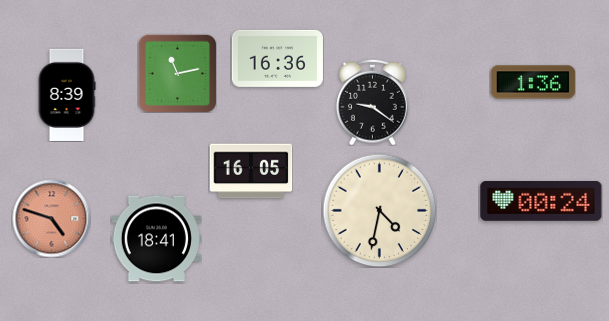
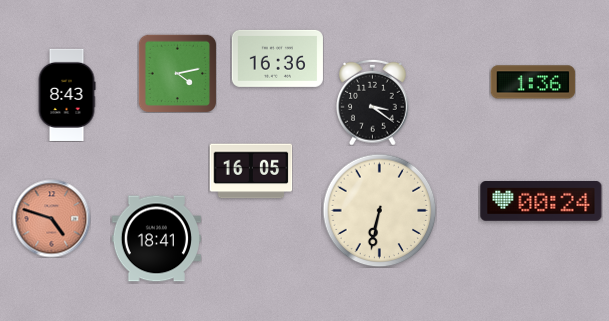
clock at (177, 73): 11:13 -> 4:13
clock at (67, 95): 8:39 -> 8:43
clock at (373, 102): 9:21 -> 3:21
clock at (379, 210): 4:32 -> 6:32
